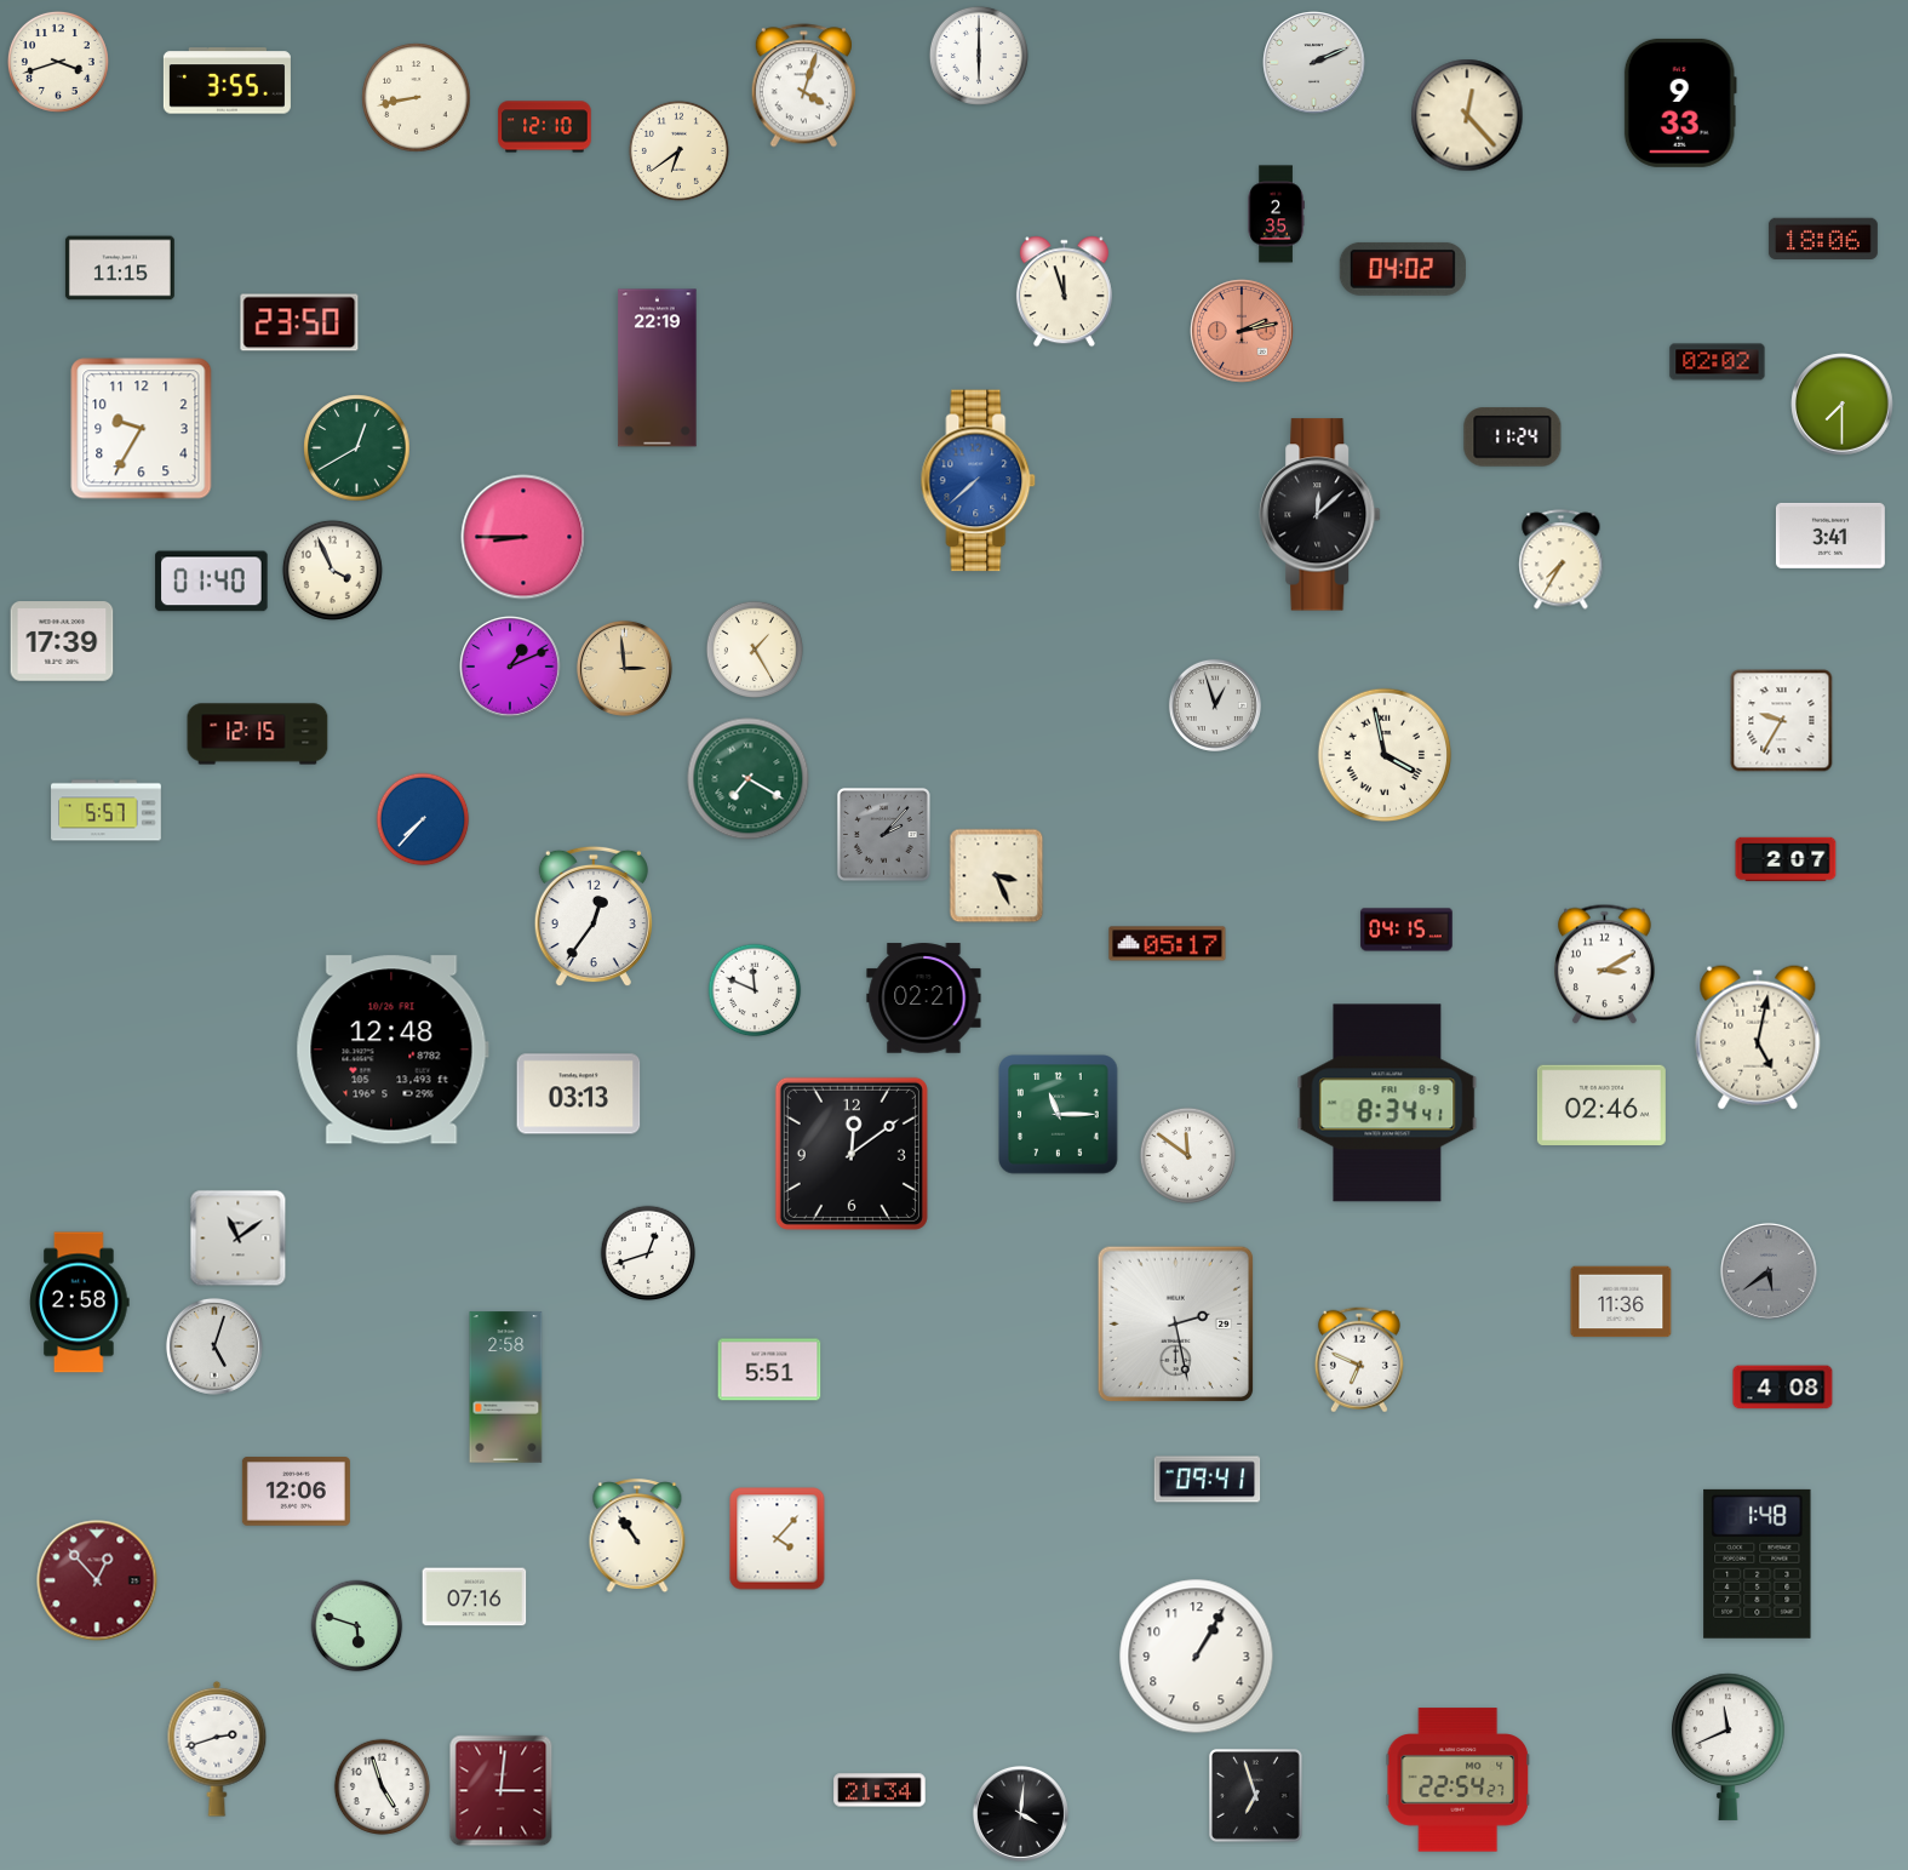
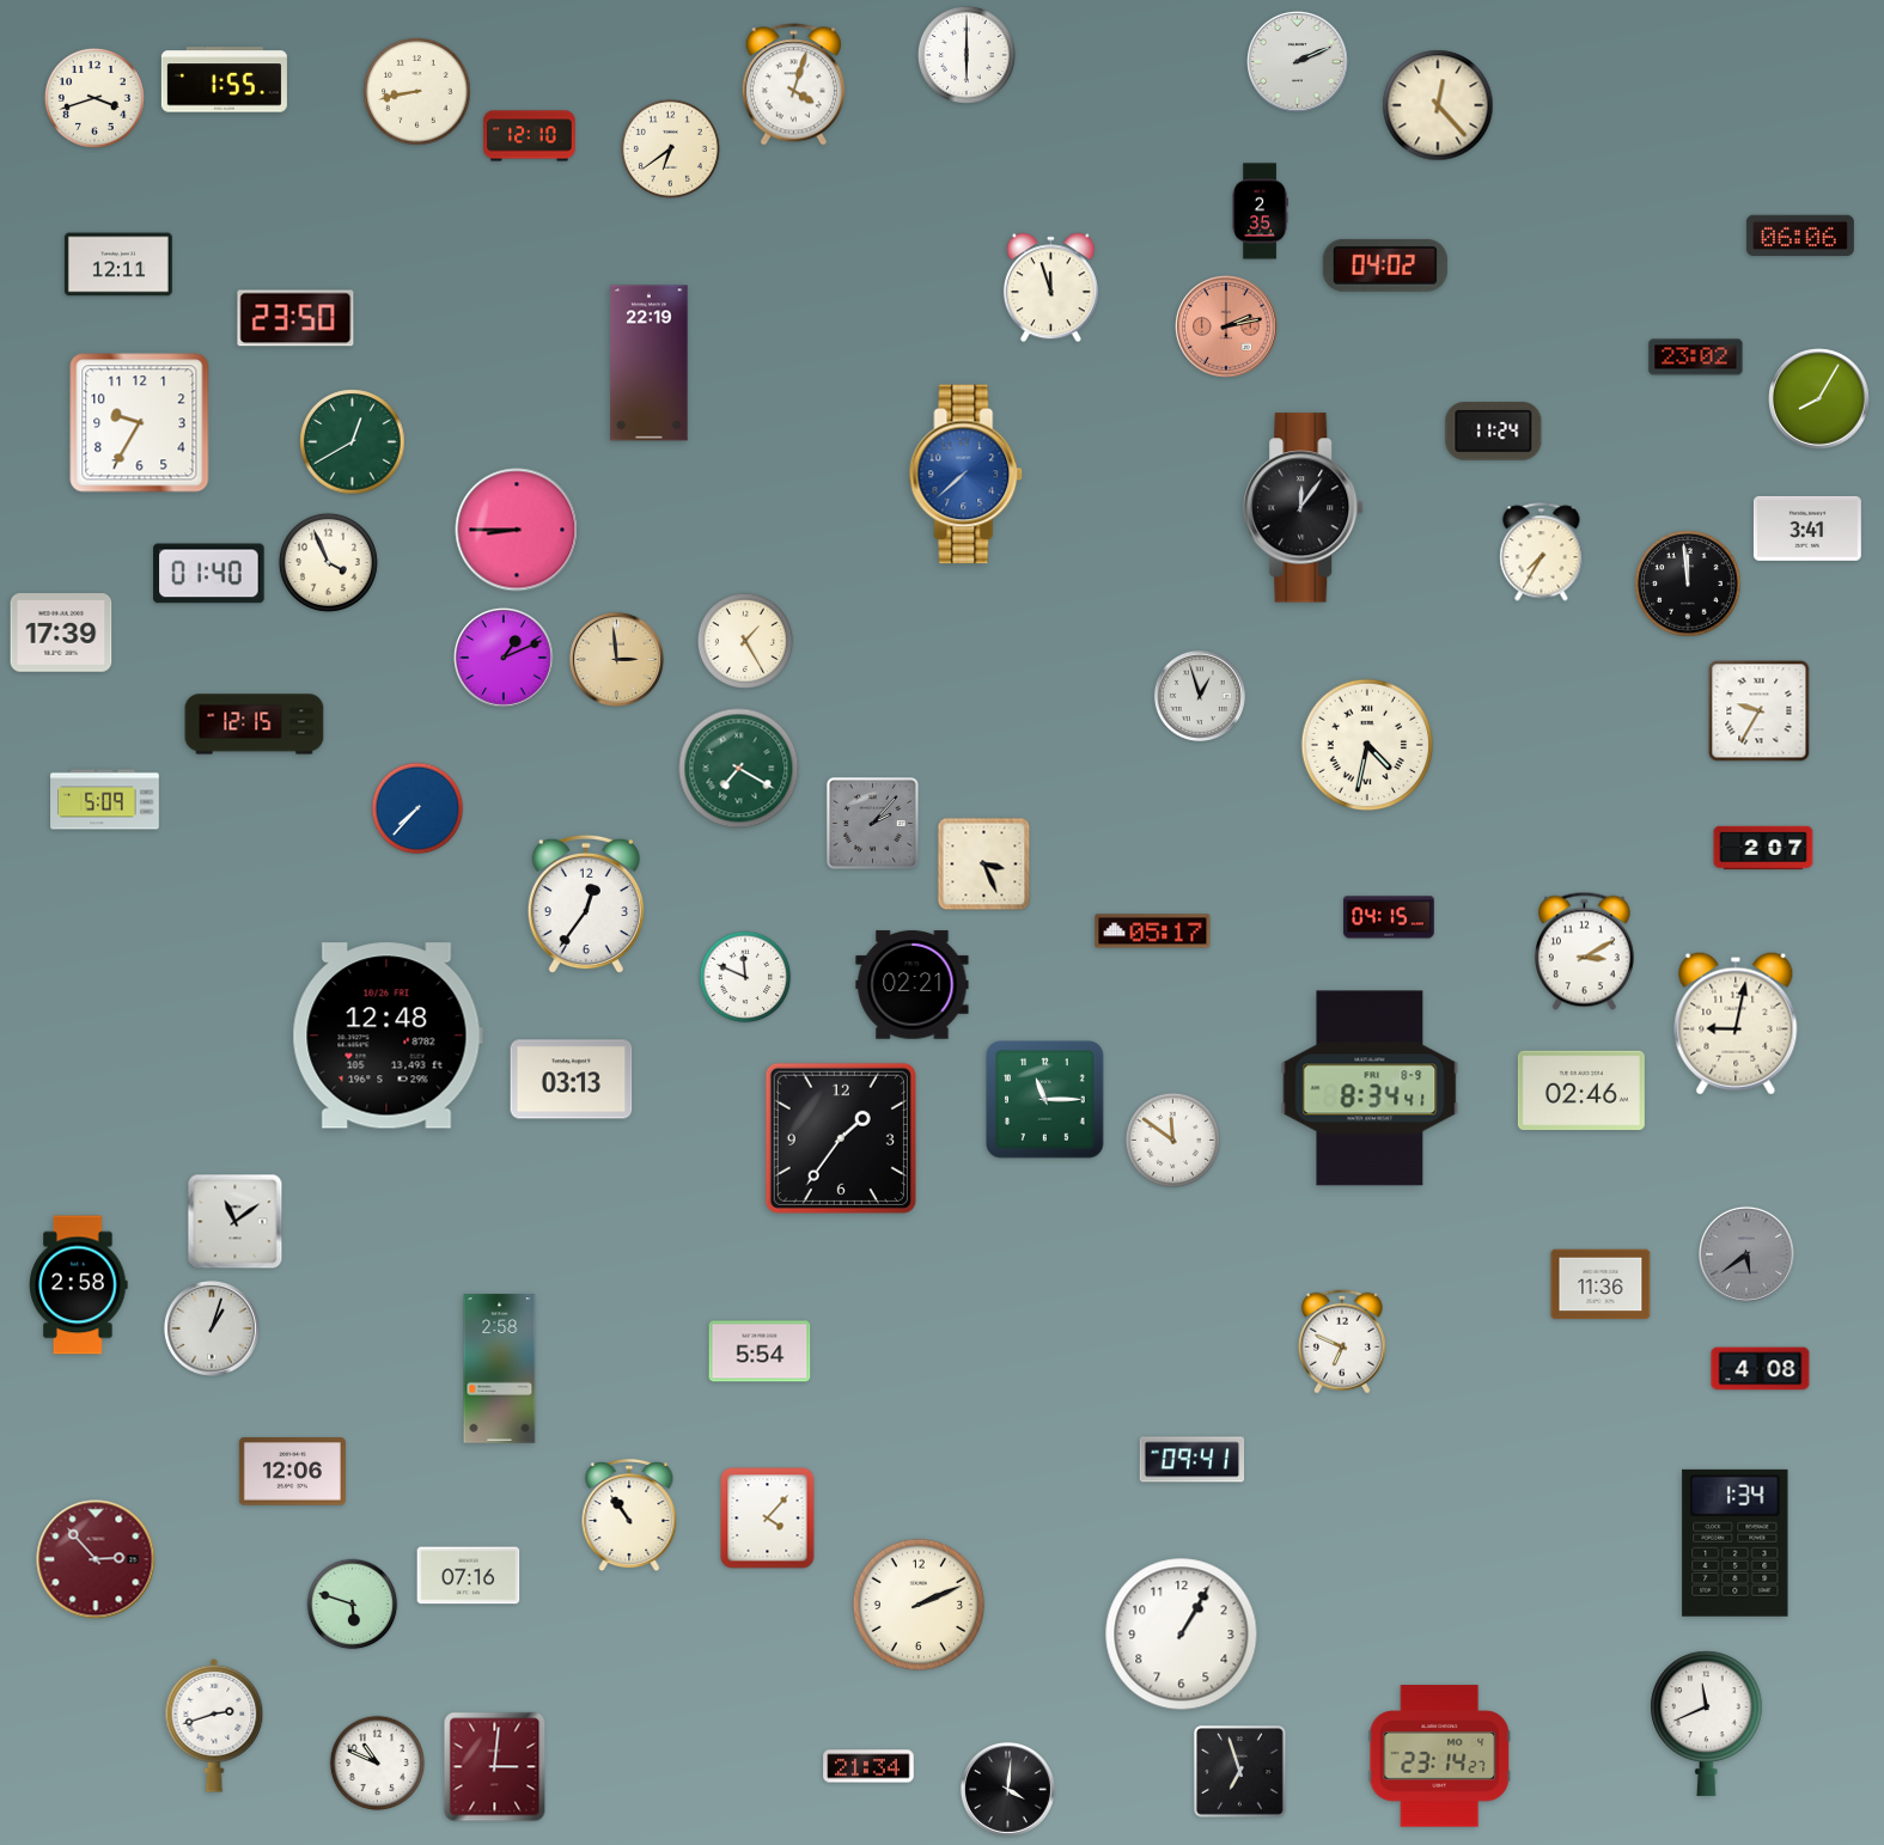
clock at (58, 62) position: (58, 62) -> (94, 98)
clock at (227, 81): 3:55 -> 1:55
clock at (417, 98) position: (417, 98) -> (417, 92)
clock at (1680, 103): 9:33 -> none
clock at (1467, 115) position: (1467, 115) -> (1438, 105)
clock at (545, 127) position: (545, 127) -> (530, 136)
clock at (1823, 238): 18:06 -> 06:06
clock at (120, 268): 11:15 -> 12:11
clock at (1718, 362): 02:02 -> 23:02
clock at (1843, 405): 7:30 -> 8:05
clock at (1320, 515): 12:08 -> 12:06
clock at (1688, 584): none -> 11:59
clock at (1385, 755): 3:58 -> 4:32
clock at (107, 811): 5:57 -> 5:09
clock at (1758, 1037): 5:02 -> 9:02
clock at (852, 1154): 12:09 -> 1:36
clock at (648, 1253): 12:42 -> none
clock at (1175, 1323): 2:28 -> none
clock at (214, 1346): 5:03 -> 1:03
clock at (769, 1369): 5:51 -> 5:54
clock at (1758, 1563): 1:48 -> 1:34
clock at (97, 1580): 12:53 -> 2:53
clock at (919, 1605): none -> 2:11
clock at (1457, 1780): 22:54 -> 23:14
clock at (383, 1788): 4:57 -> 10:49
